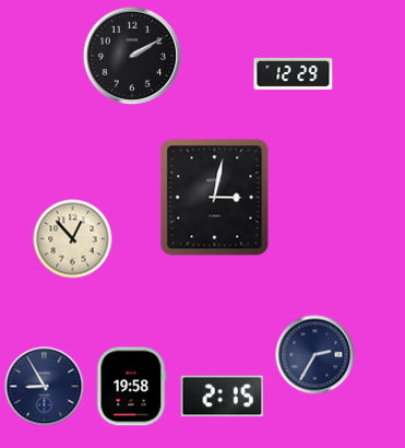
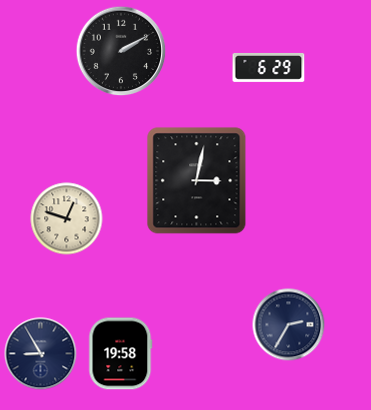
clock at (294, 73): 12:29 -> 6:29
clock at (73, 239): 12:53 -> 12:48
clock at (223, 397): 2:15 -> none
